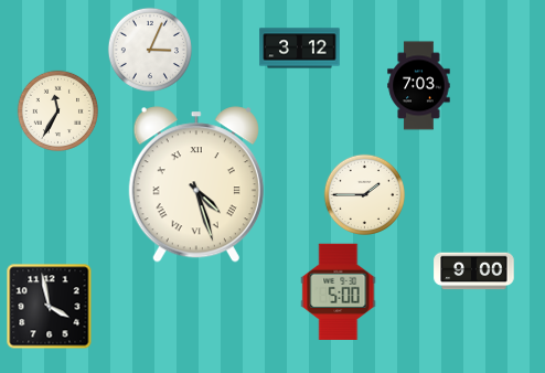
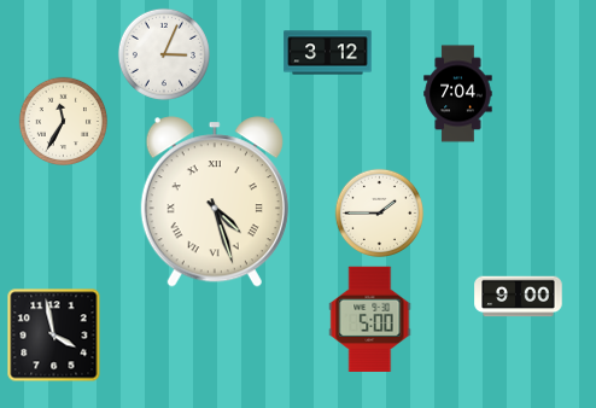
clock at (419, 86): 7:03 -> 7:04
clock at (364, 194) position: (364, 194) -> (379, 212)
